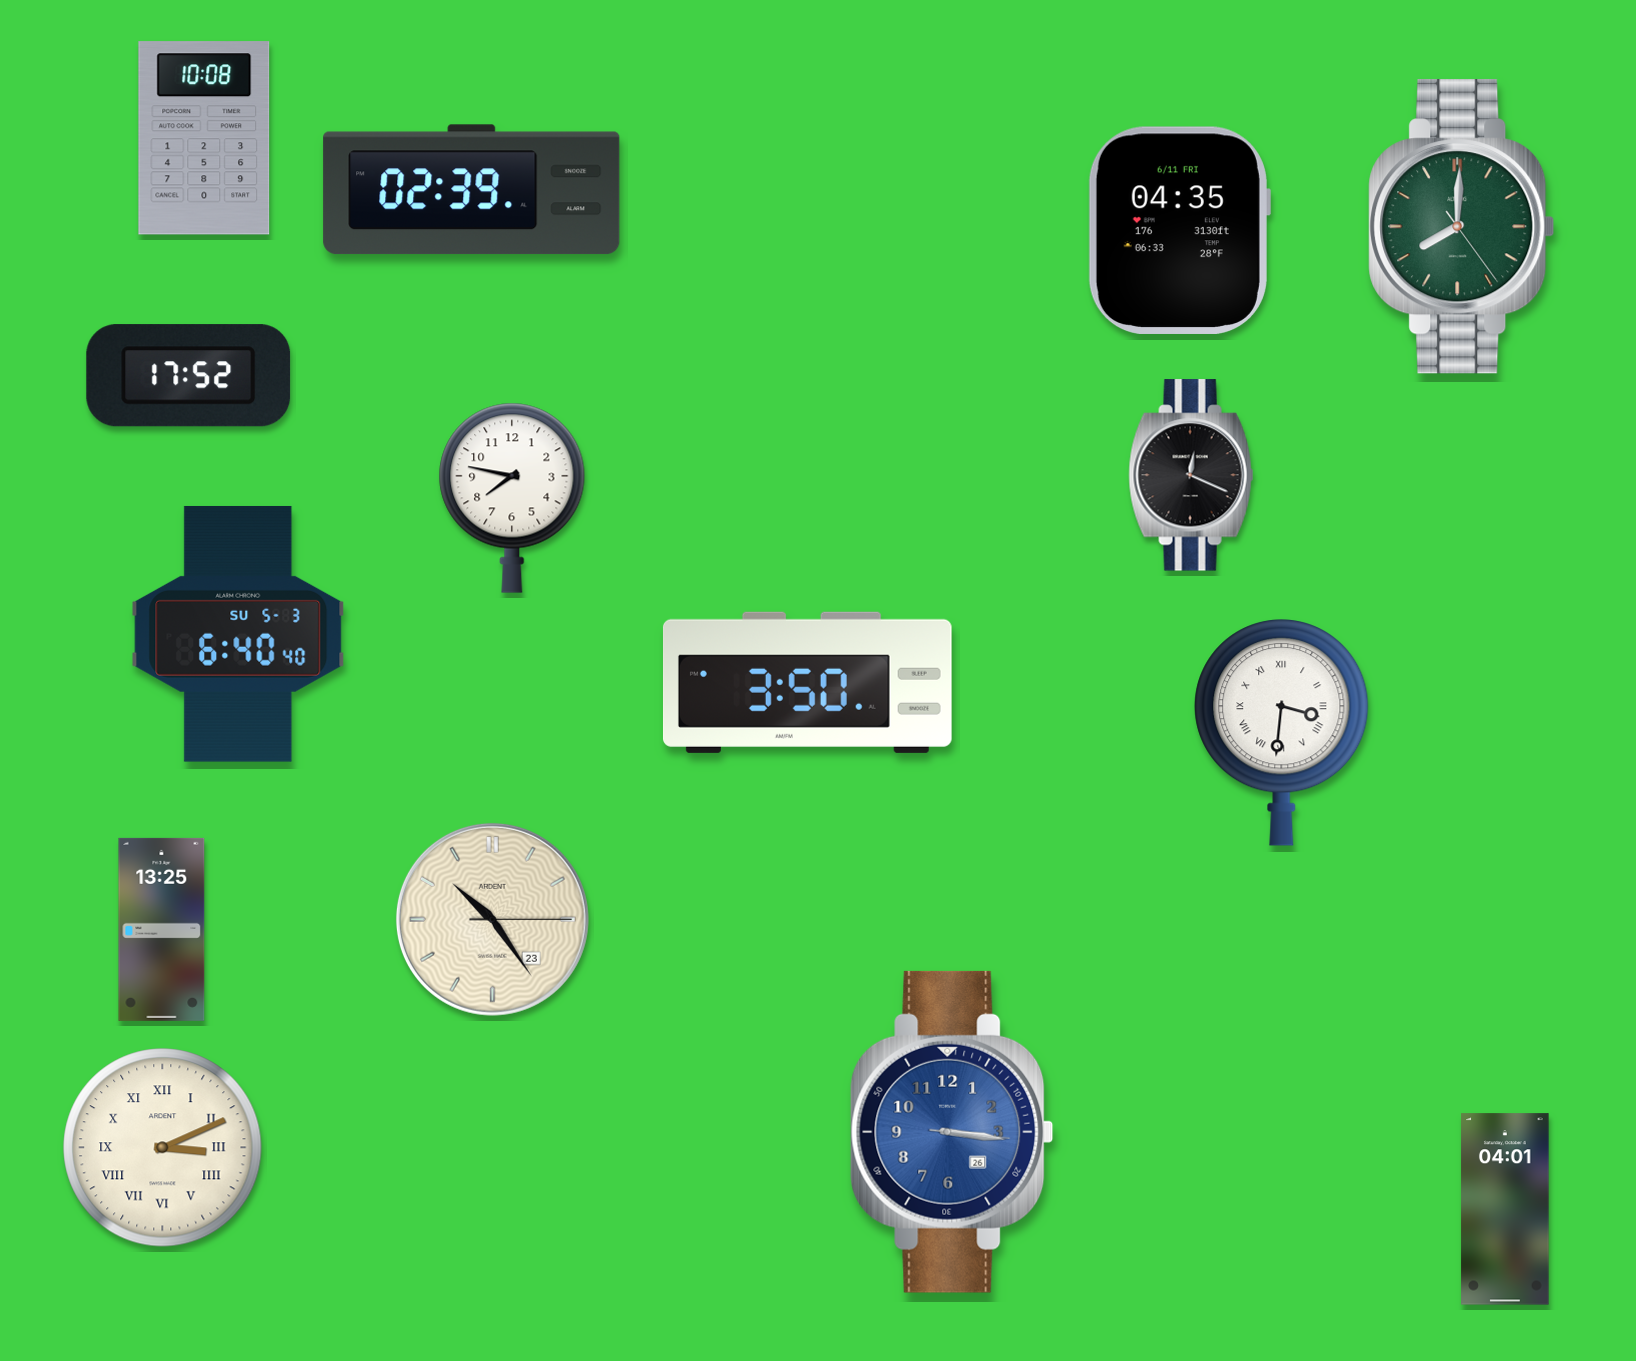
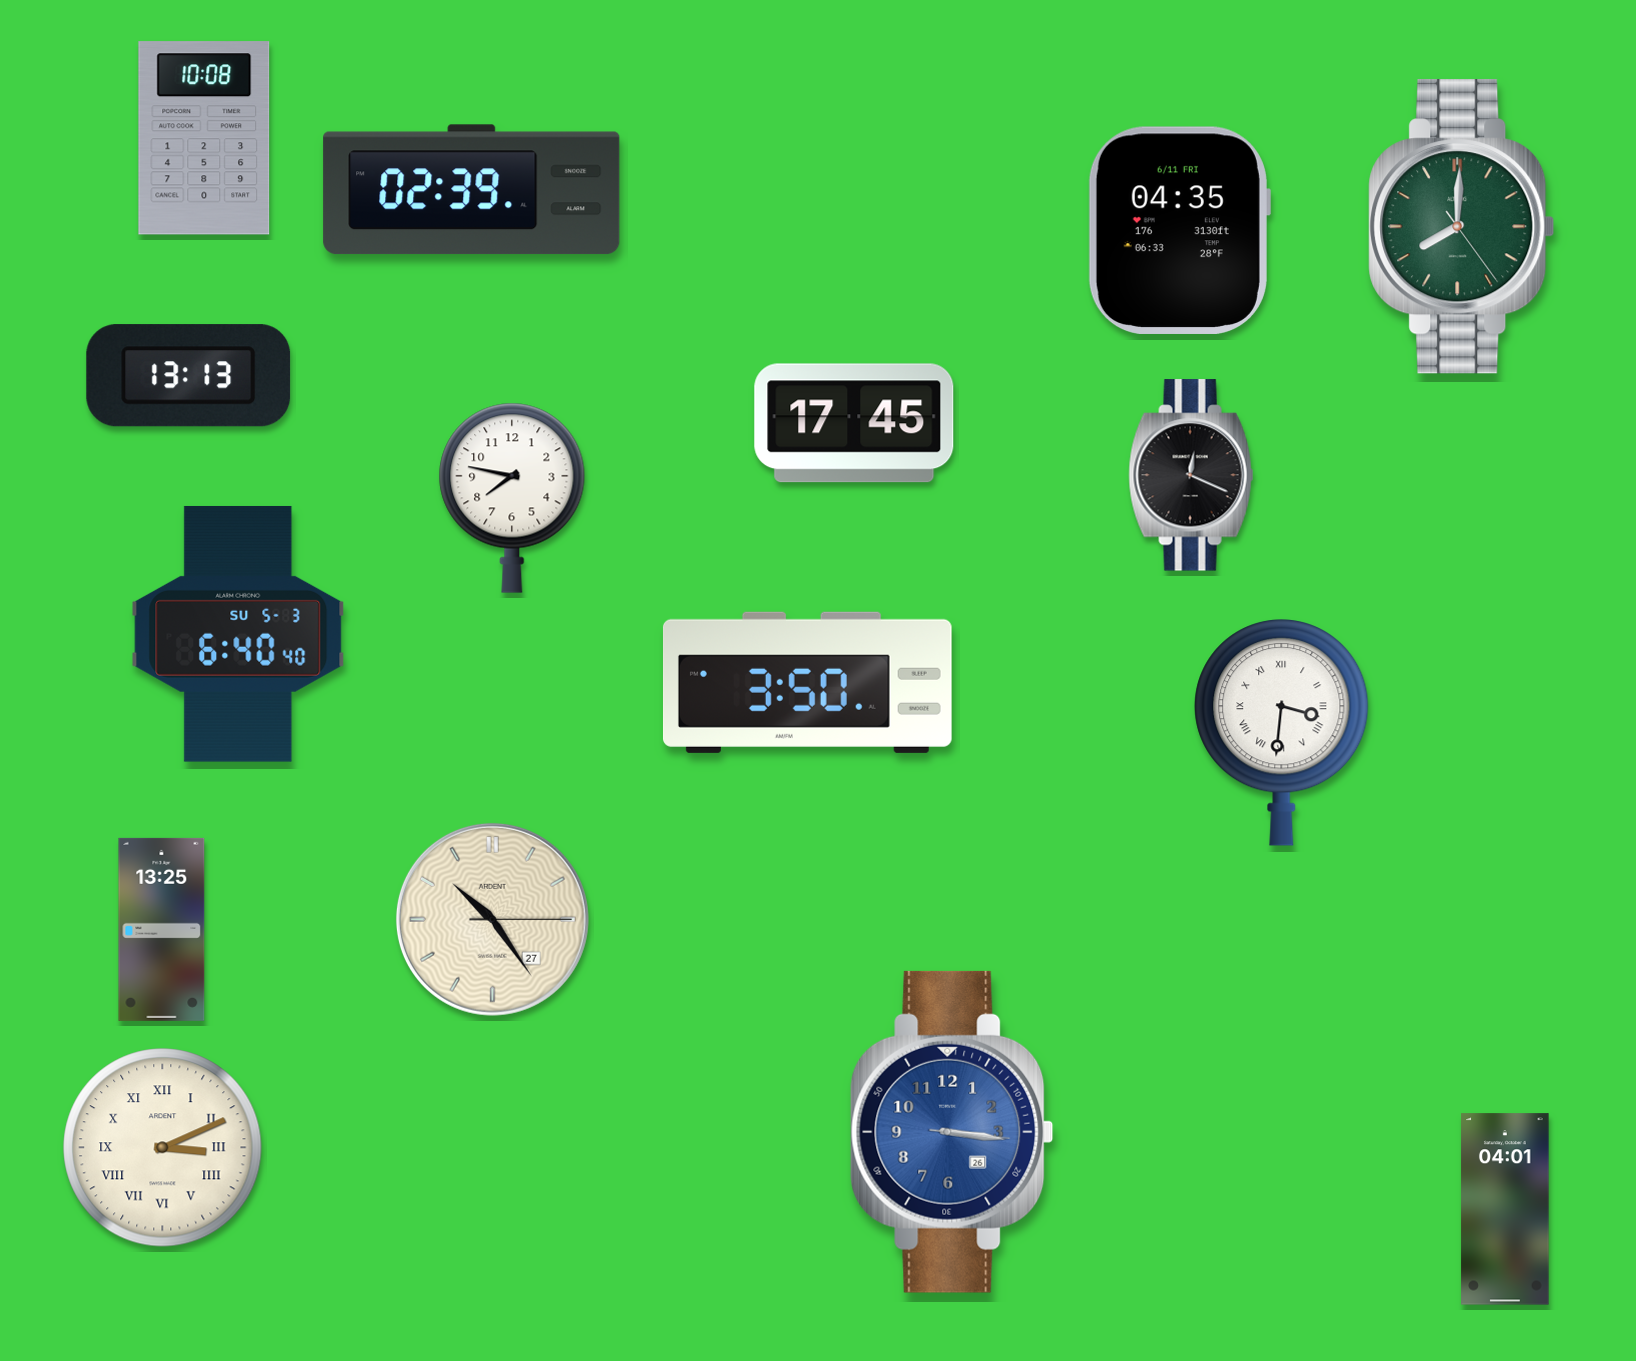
clock at (189, 376): 17:52 -> 13:13
clock at (854, 423): none -> 17:45
clock at (492, 919) date: 23 -> 27
